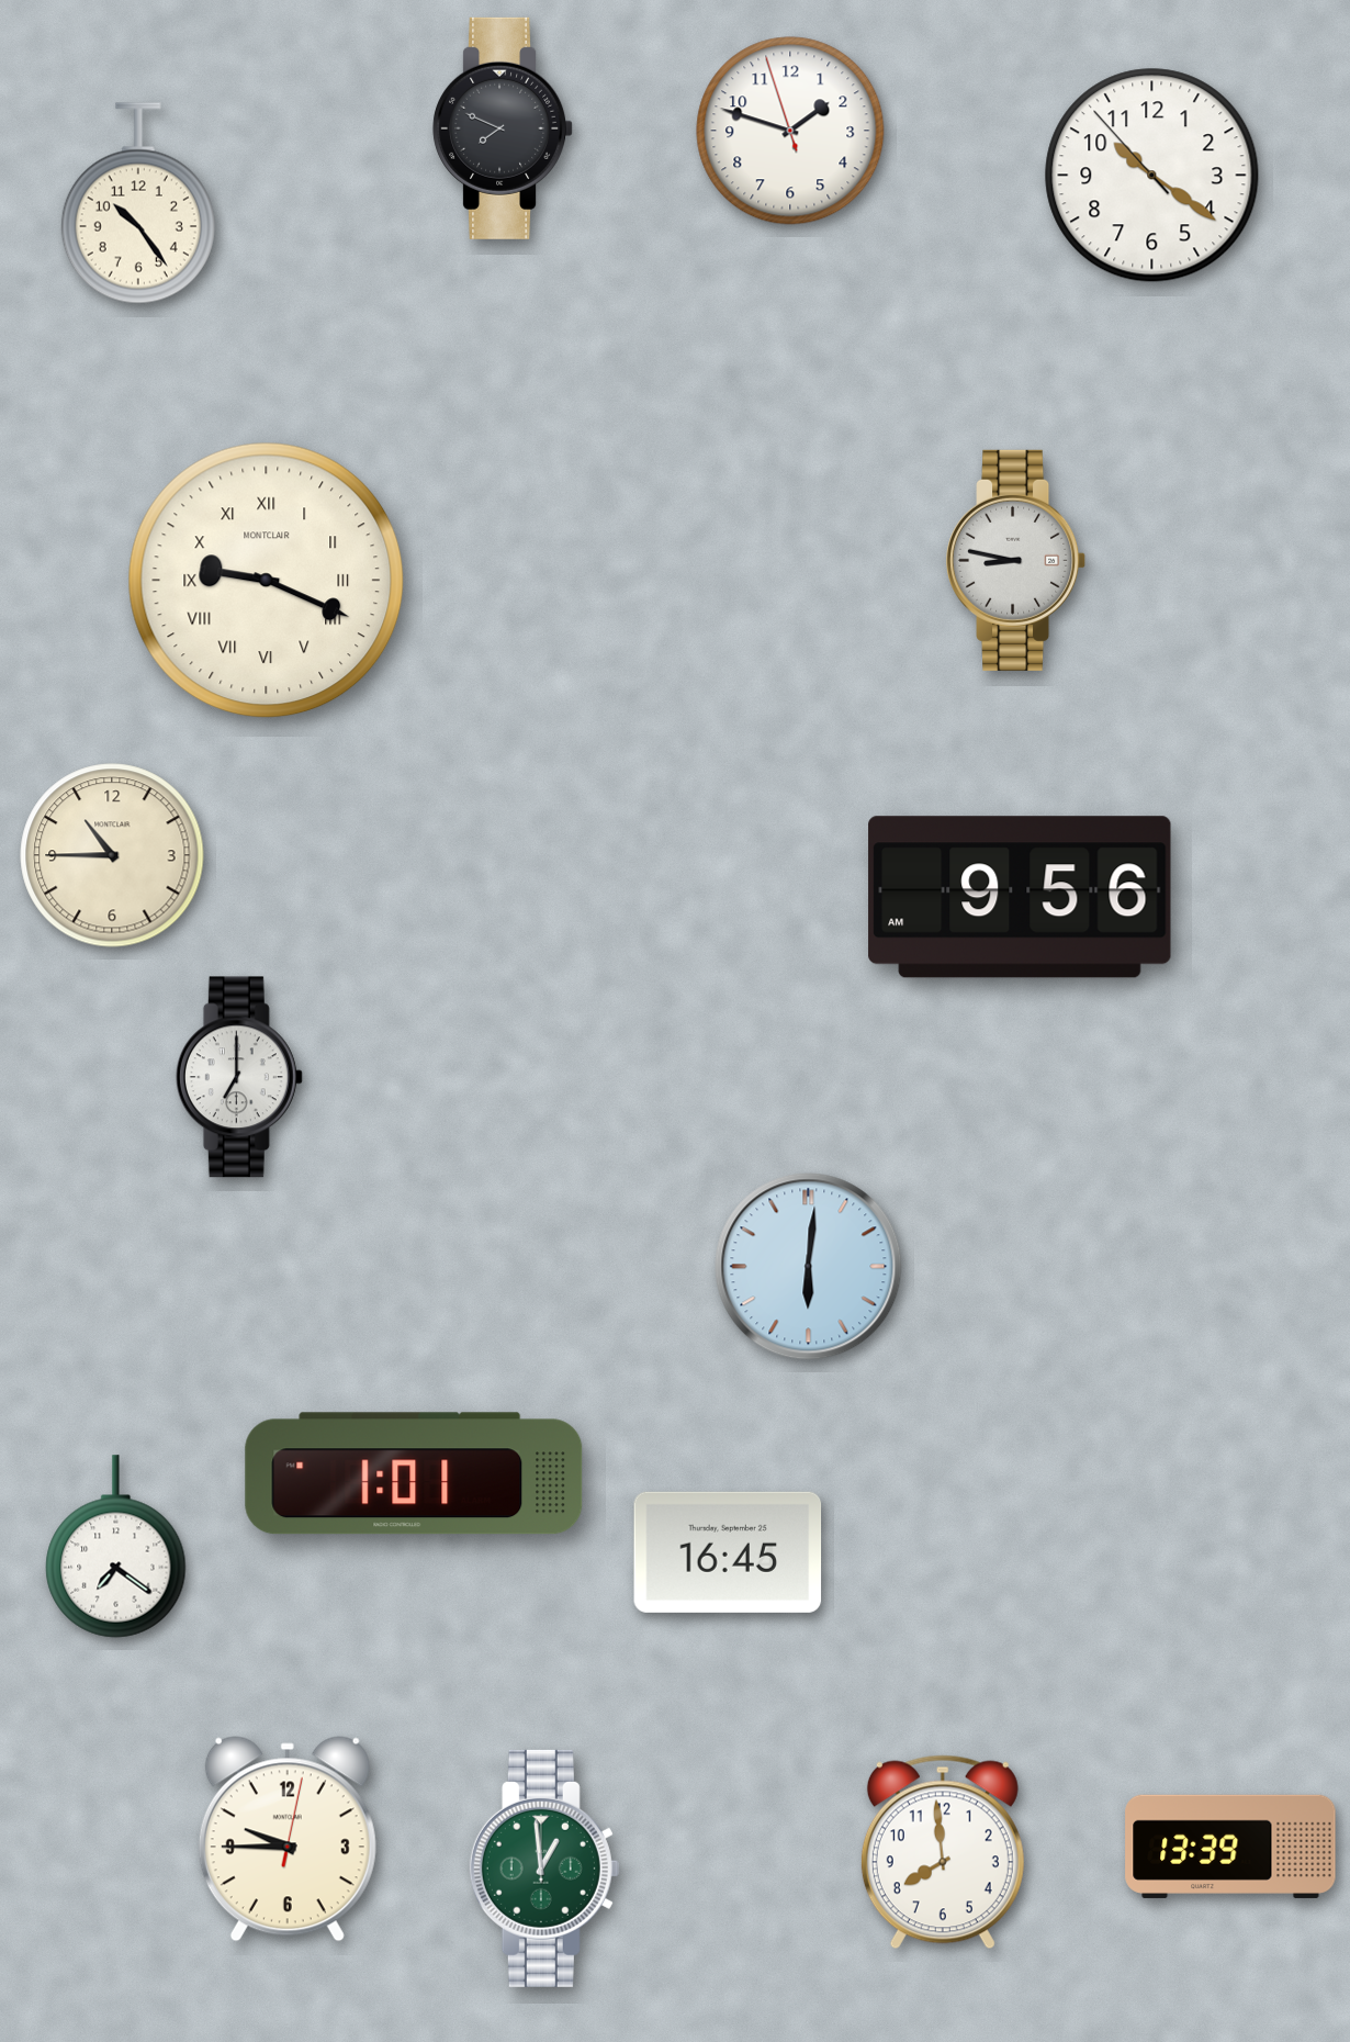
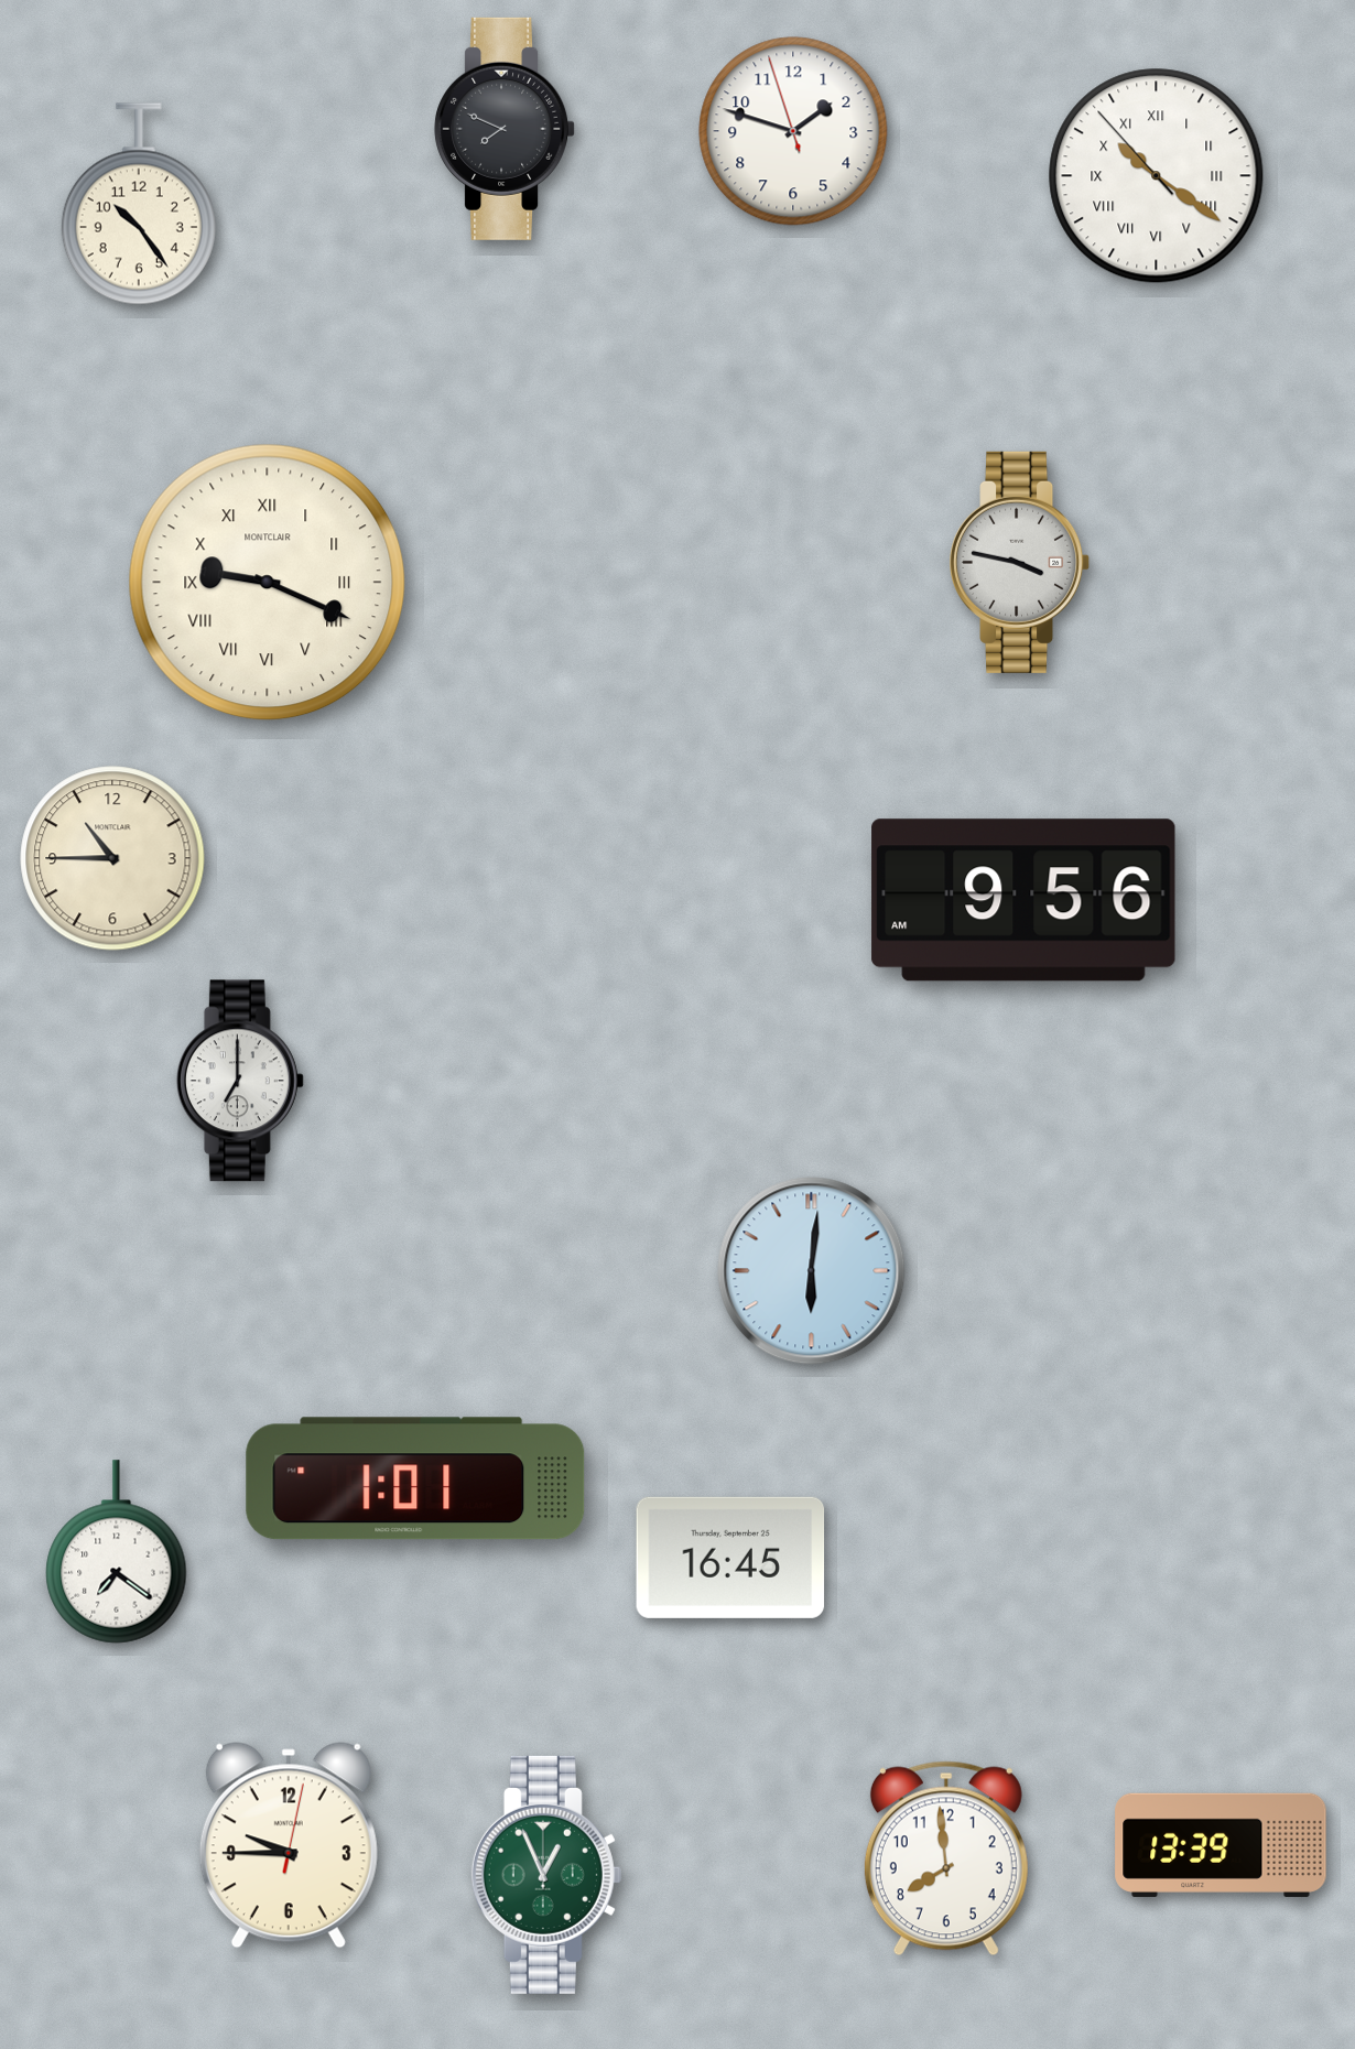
clock at (1152, 176) numerals: Arabic -> Roman
clock at (1016, 560): 8:47 -> 3:47
clock at (1230, 1847) position: (1230, 1847) -> (1221, 1845)
clock at (544, 1869): 12:59 -> 12:56
